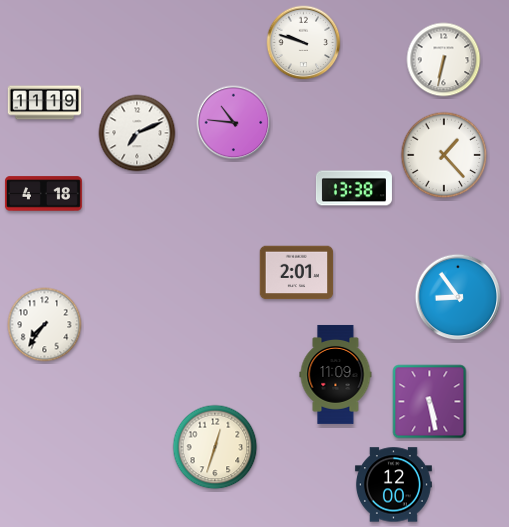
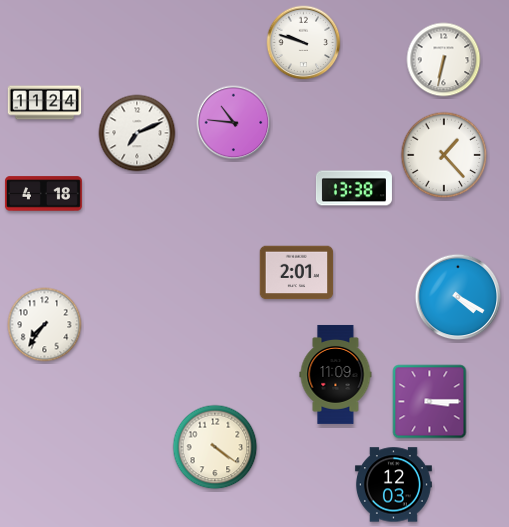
clock at (45, 103): 11:19 -> 11:24
clock at (458, 297): 8:54 -> 4:20
clock at (430, 402): 5:28 -> 3:15
clock at (215, 447): 12:33 -> 4:21
clock at (393, 485): 12:00 -> 12:03
